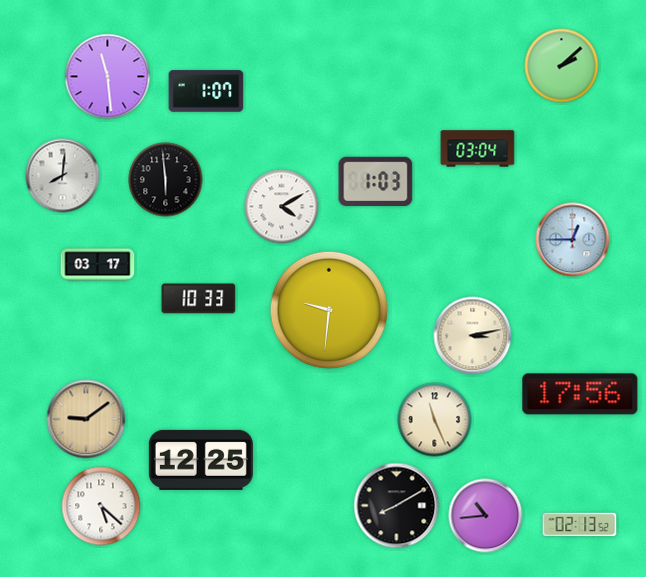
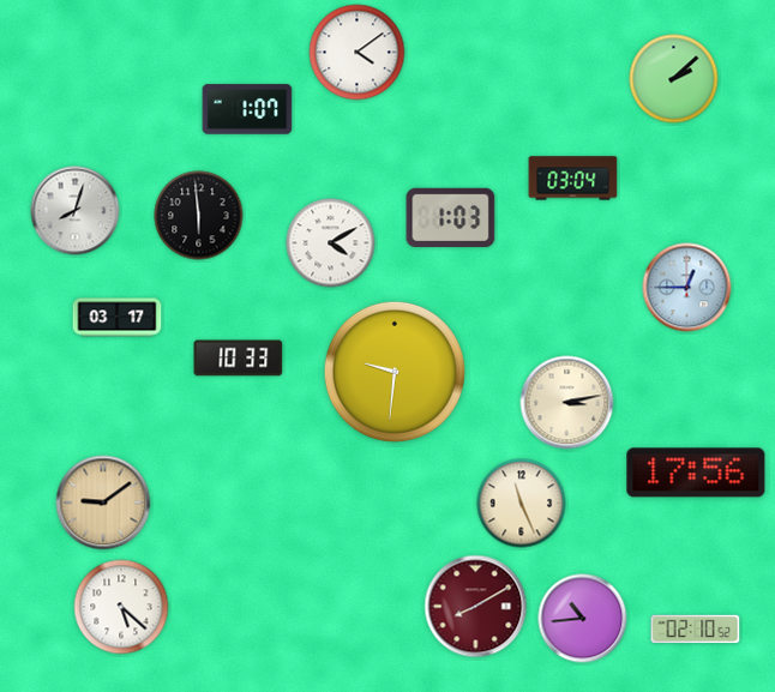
clock at (358, 53): none -> 4:09
clock at (108, 77): 11:29 -> none
clock at (63, 176): 8:01 -> 8:03
clock at (282, 207) position: (282, 207) -> (331, 243)
clock at (201, 460): 12:25 -> none
clock at (397, 506) dial: black -> burgundy
clock at (580, 525): 02:13 -> 02:10
